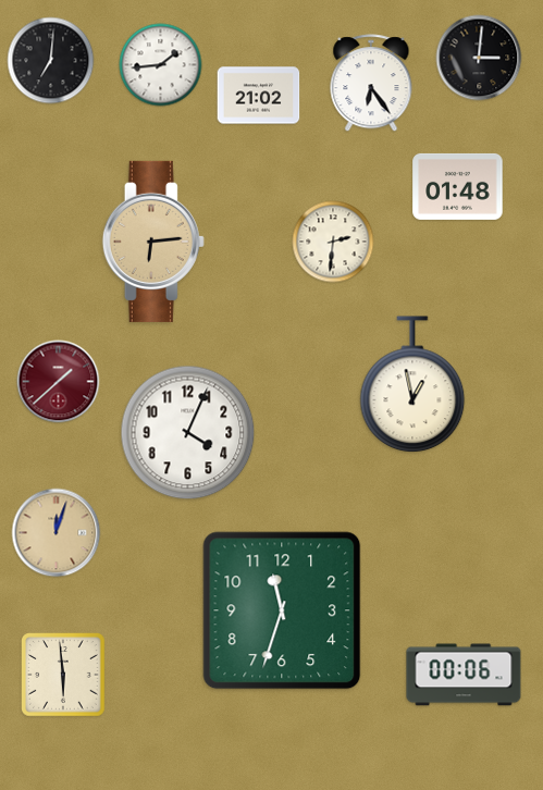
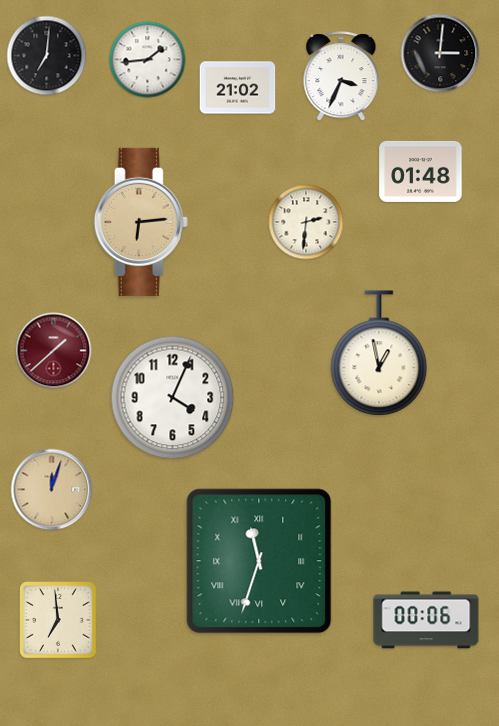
clock at (371, 84): 6:24 -> 3:34
clock at (282, 610) numerals: Arabic -> Roman
clock at (64, 676): 5:59 -> 6:59
